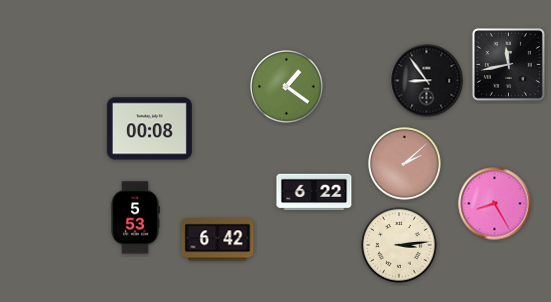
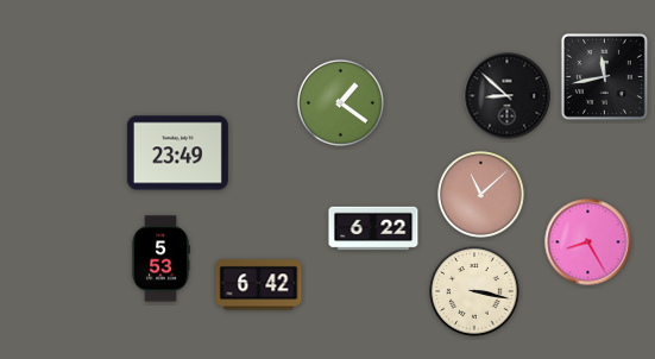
clock at (427, 81): 8:54 -> 8:52
clock at (149, 129): 00:08 -> 23:49
clock at (405, 164): 2:08 -> 11:08
clock at (399, 245): 3:14 -> 3:17
